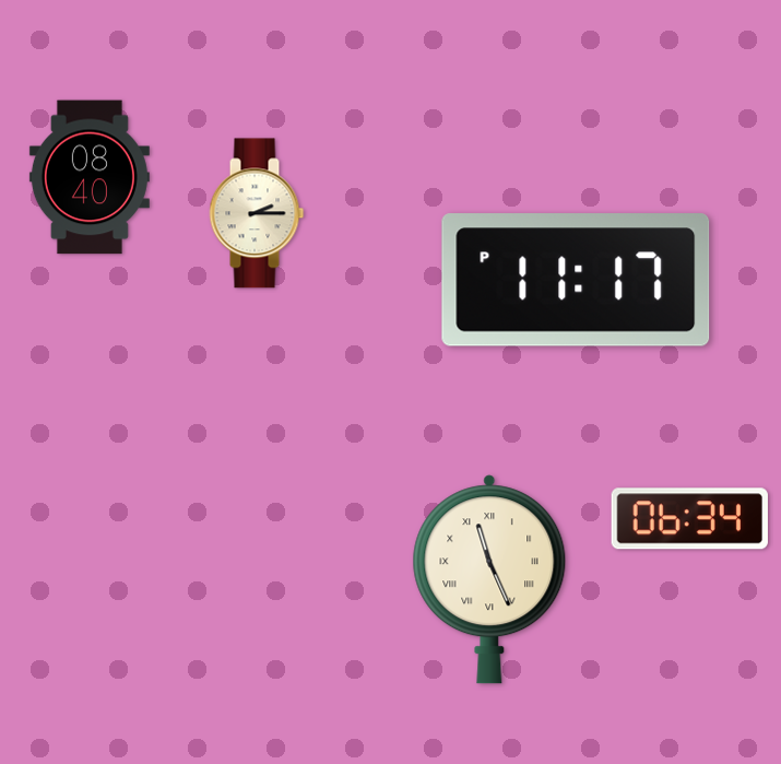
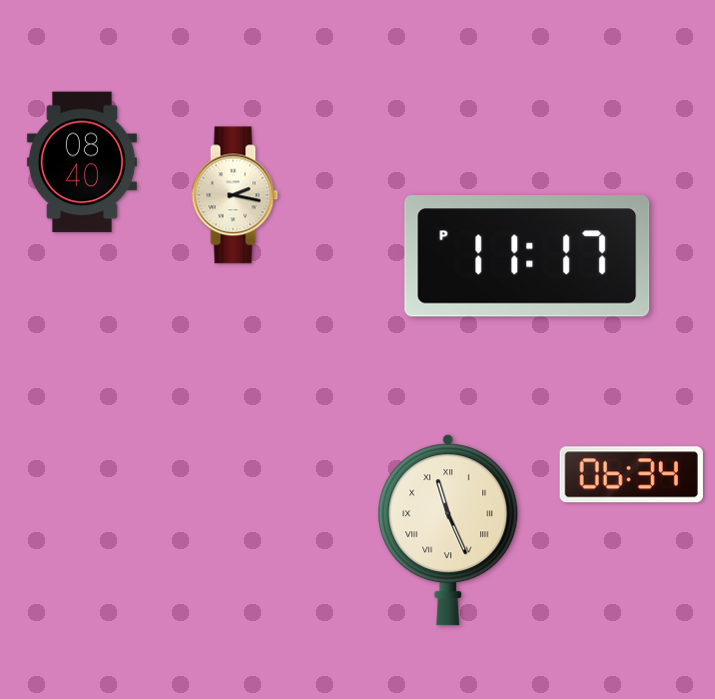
clock at (257, 213): 2:15 -> 2:17
